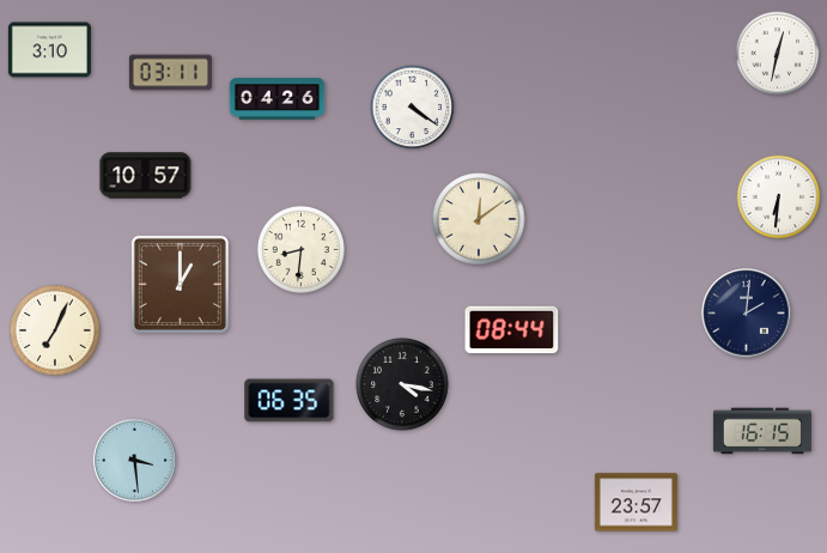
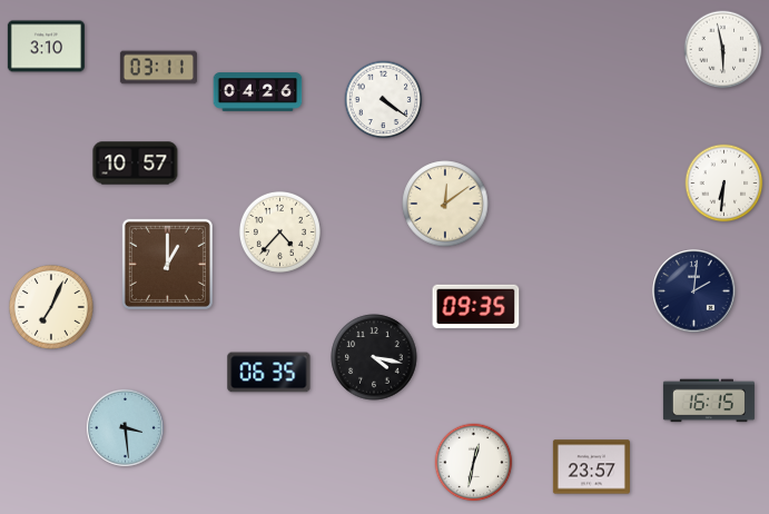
clock at (778, 54): 12:32 -> 5:58
clock at (300, 249): 8:31 -> 4:37
clock at (512, 330): 08:44 -> 09:35
clock at (474, 463): none -> 12:32
